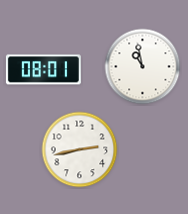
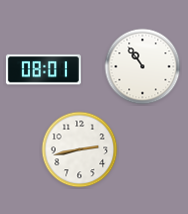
clock at (143, 67): 10:58 -> 10:54
